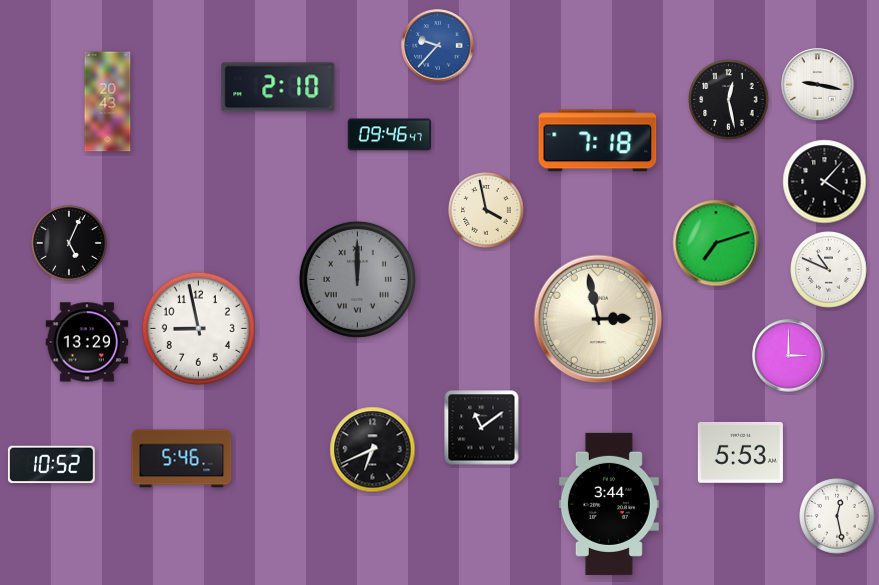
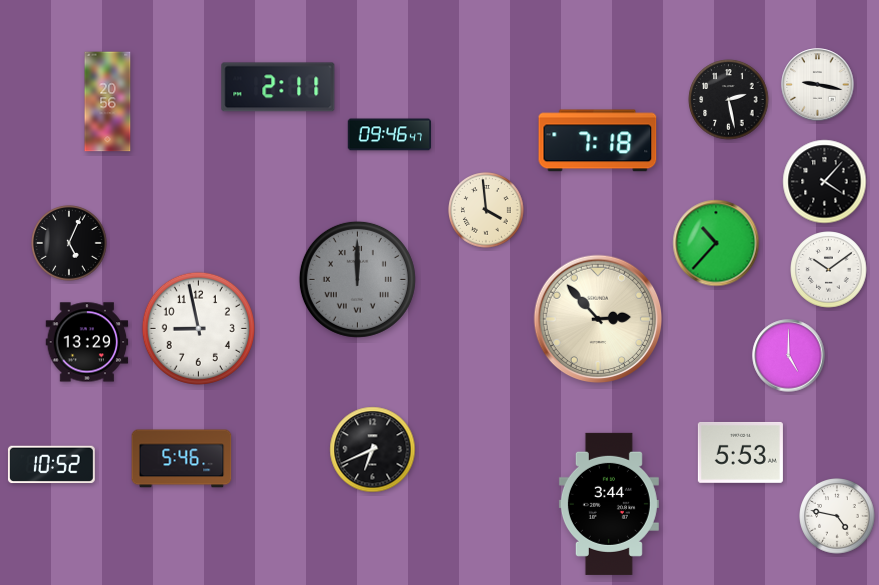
clock at (438, 46): 9:37 -> none
clock at (278, 87): 2:10 -> 2:11
clock at (729, 100): 12:28 -> 2:28
clock at (108, 102): 20:43 -> 20:56
clock at (486, 210): 3:58 -> 3:59
clock at (716, 243): 7:12 -> 10:37
clock at (829, 270): 10:49 -> 10:09
clock at (598, 319): 2:58 -> 2:53
clock at (789, 356): 3:00 -> 5:00
clock at (482, 428): 11:09 -> none
clock at (837, 516): 12:28 -> 4:47
